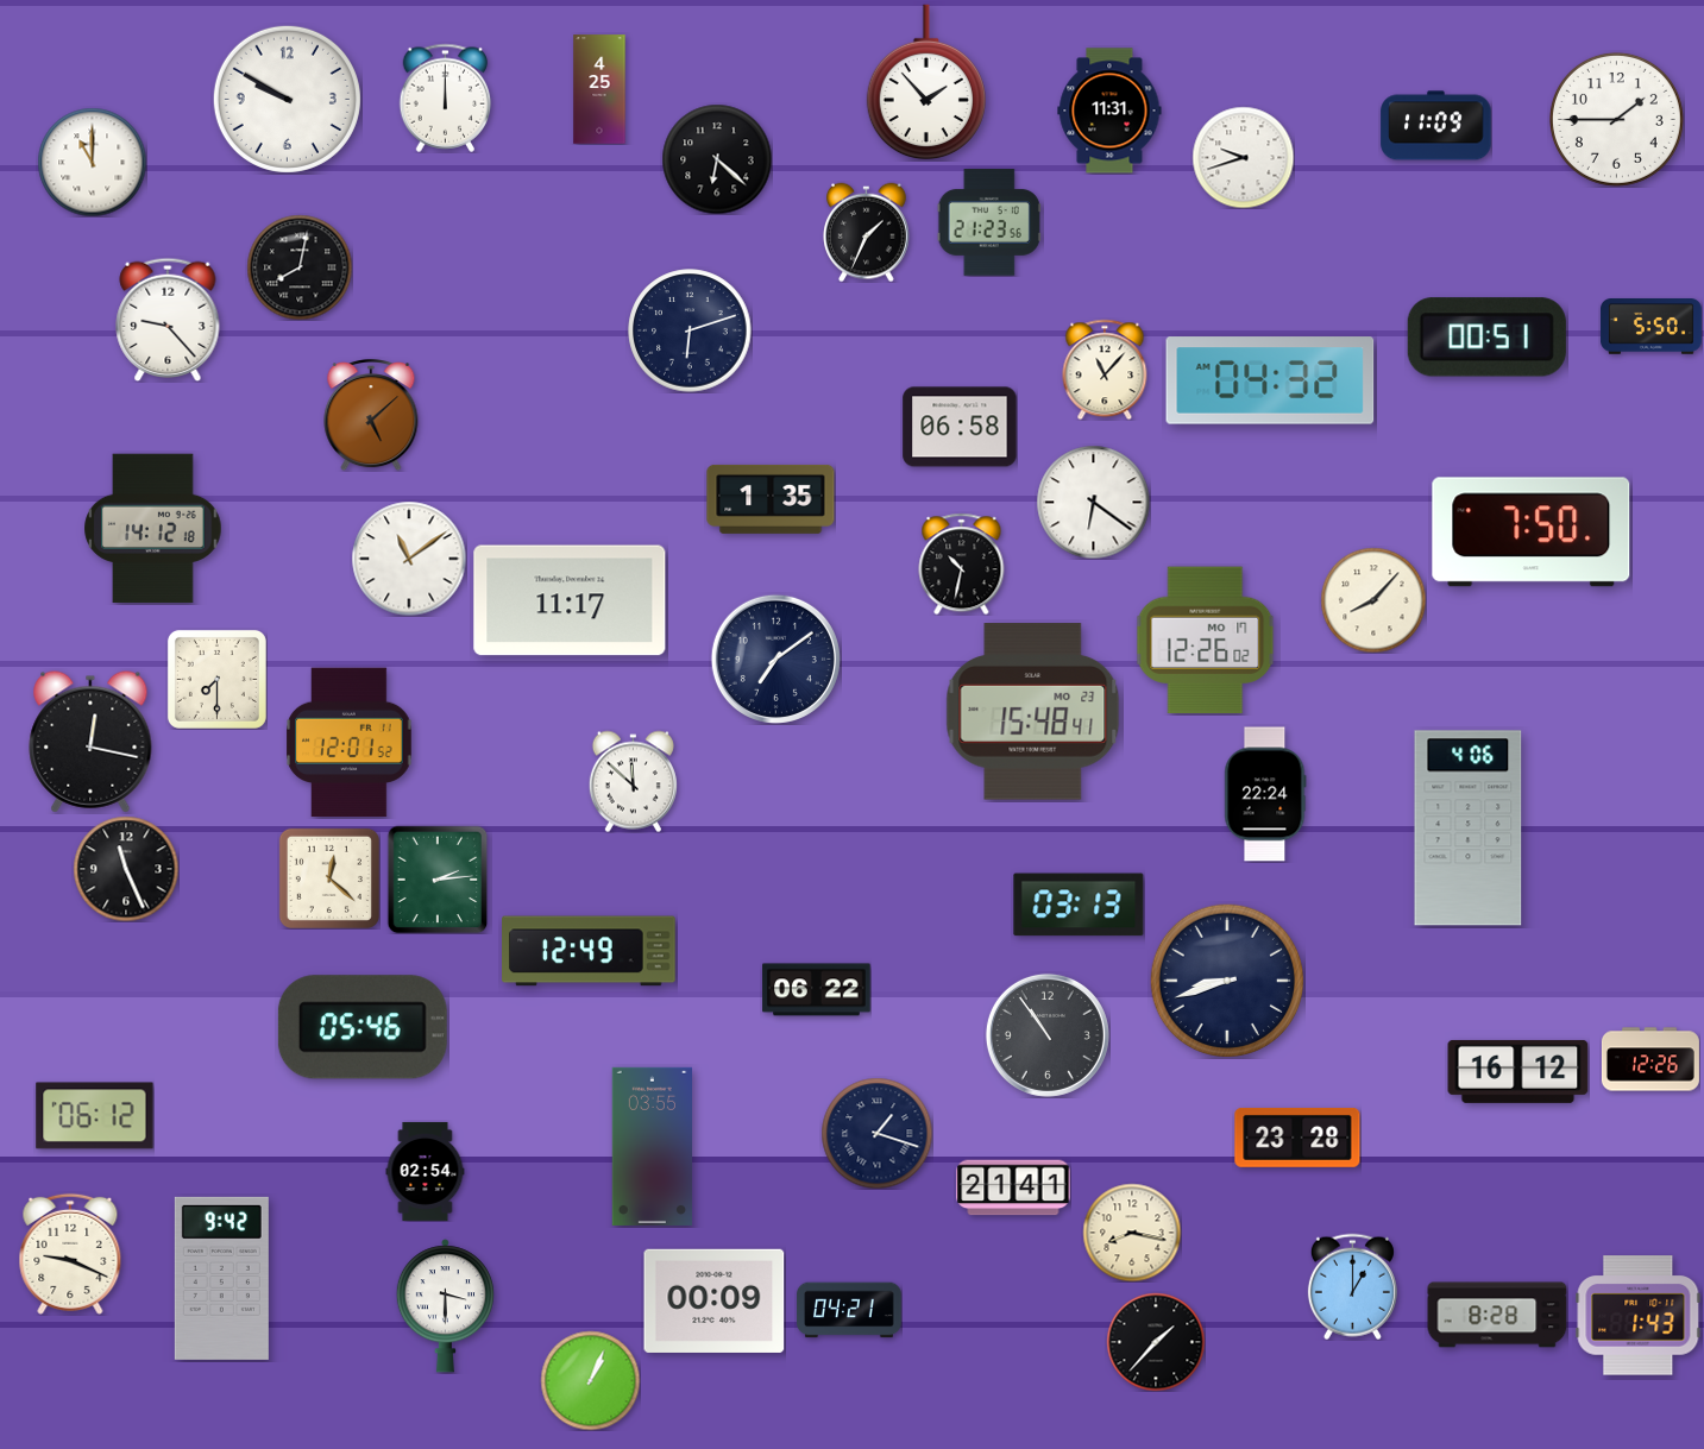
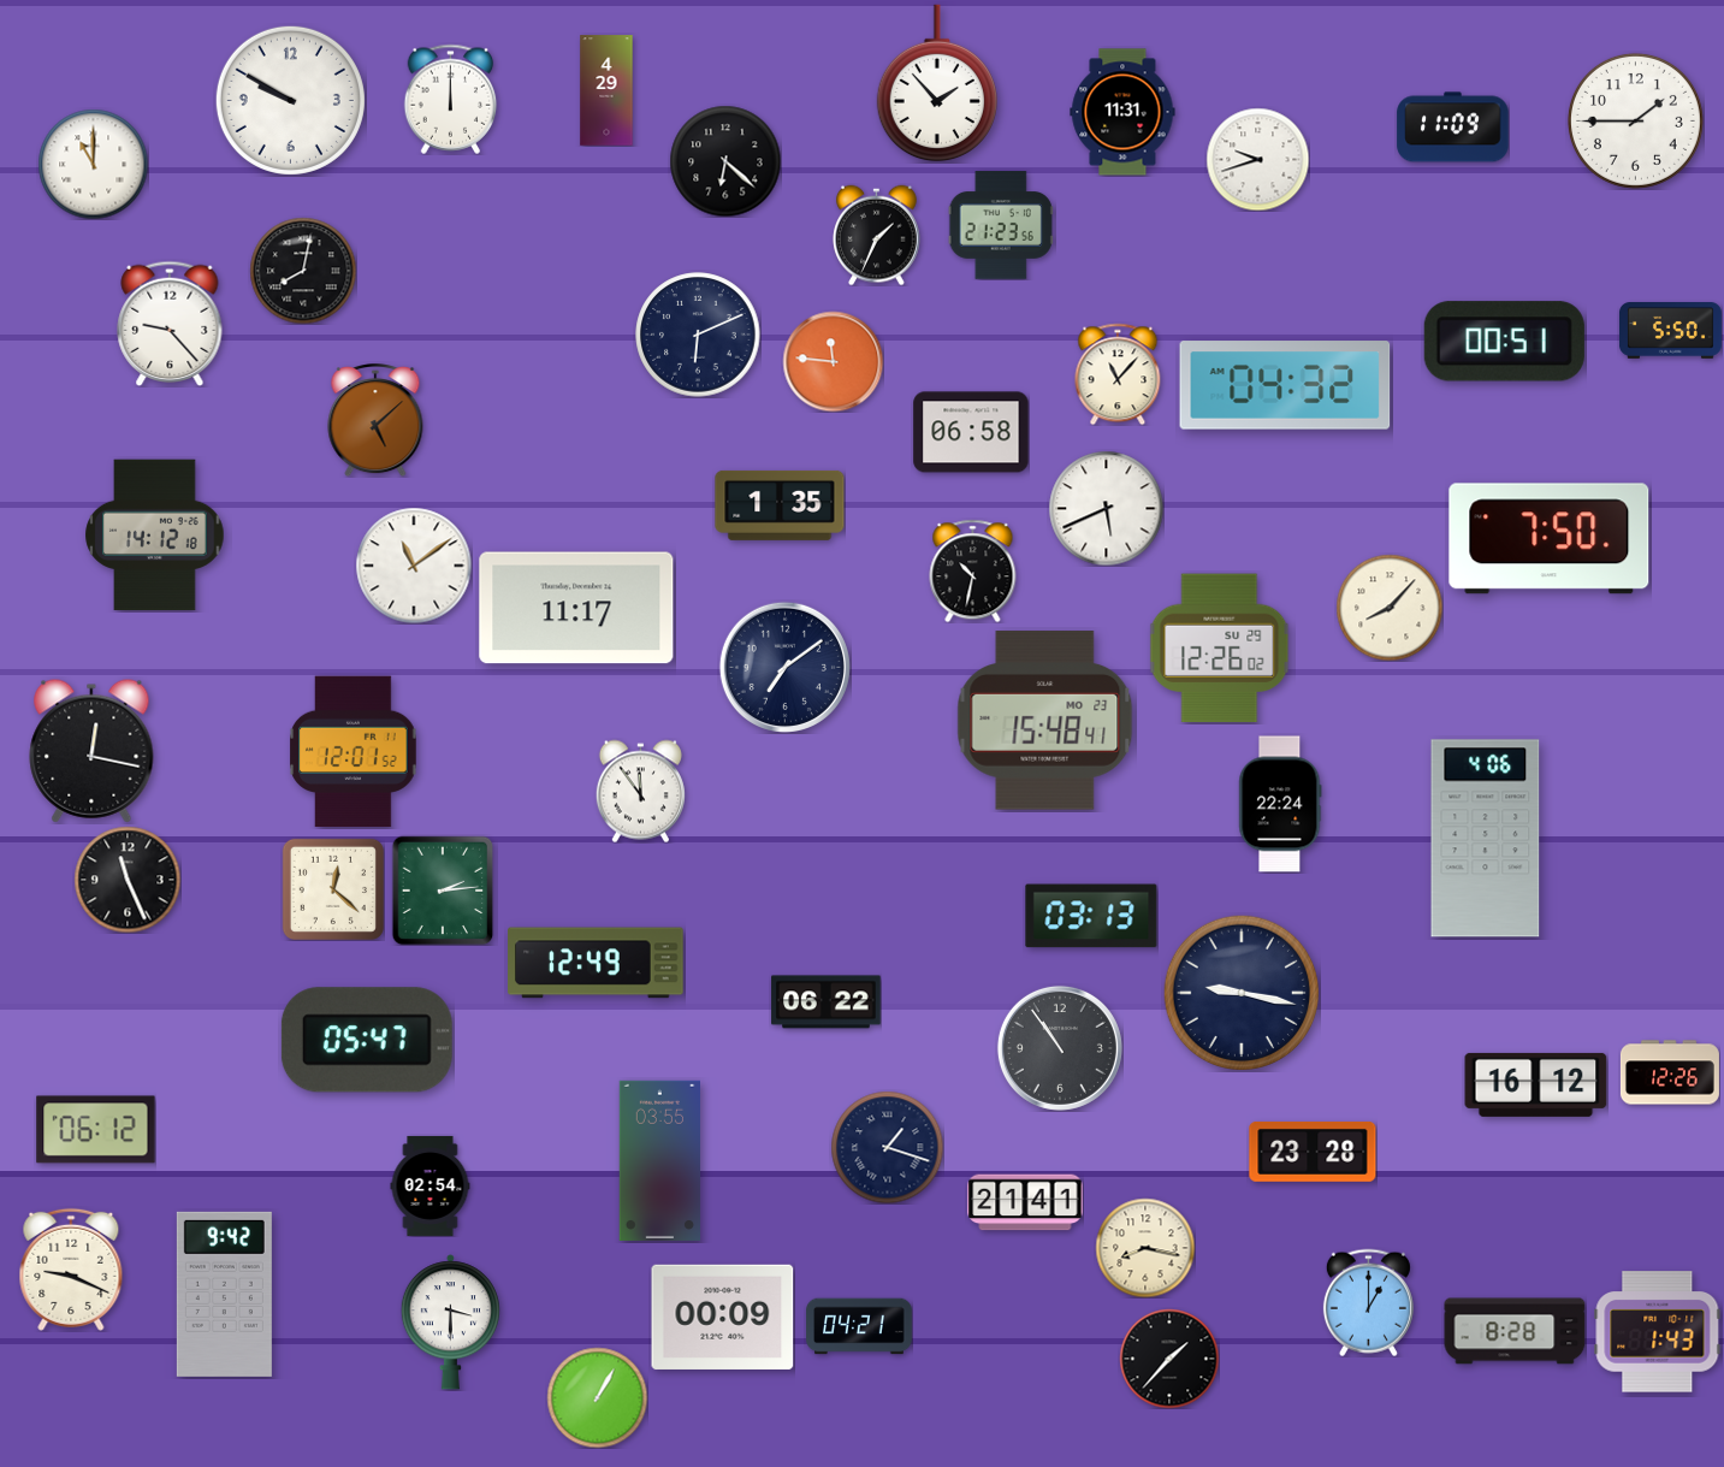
clock at (599, 89): 4:25 -> 4:29
clock at (690, 330): 6:12 -> 6:11
clock at (833, 361): none -> 11:46
clock at (1093, 502): 6:21 -> 5:41
clock at (1206, 641) date: MO 17 -> SU 29
clock at (216, 679): 7:30 -> none
clock at (633, 781): 11:52 -> 11:54
clock at (1226, 979): 8:42 -> 9:17
clock at (363, 1027): 05:46 -> 05:47
clock at (590, 1380): 1:04 -> 1:05
